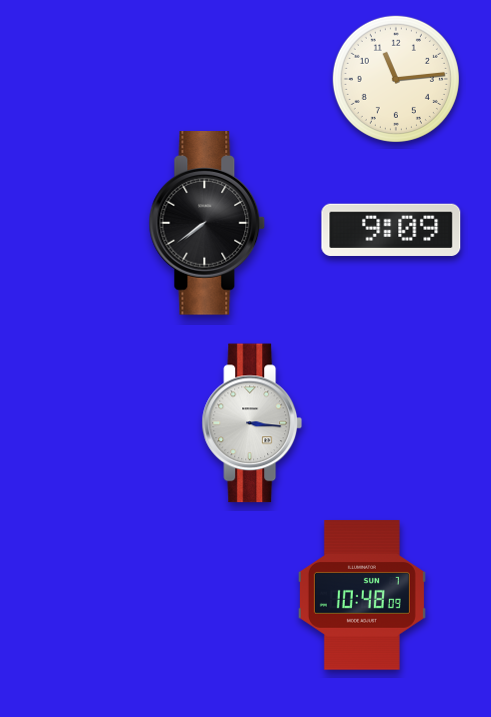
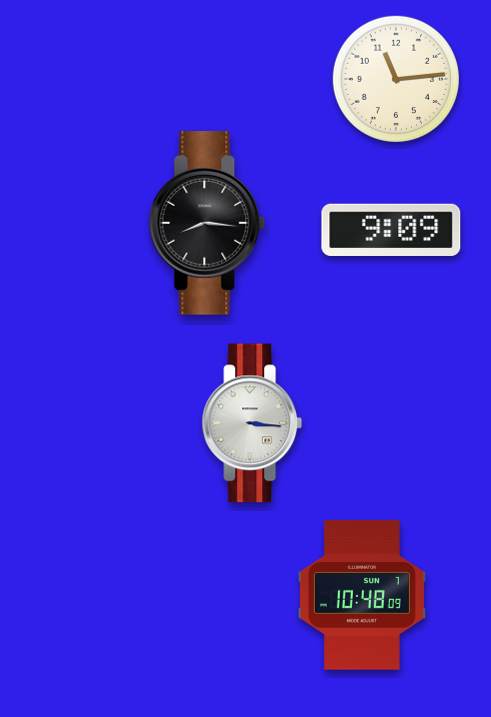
clock at (207, 224): 7:39 -> 8:16
